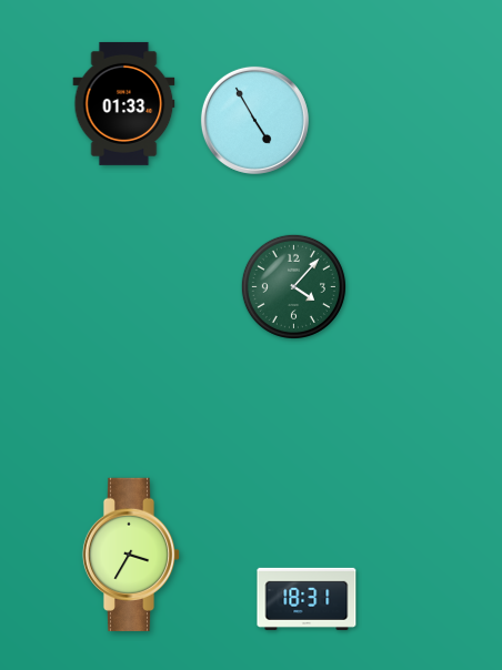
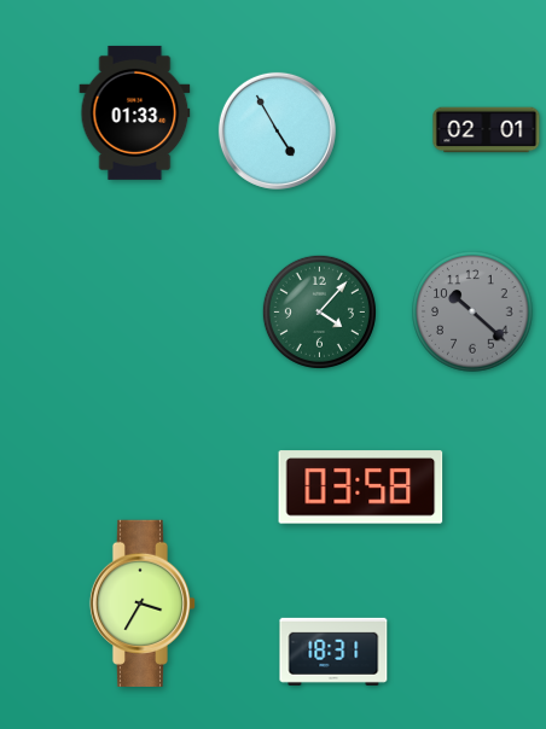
clock at (487, 130): none -> 02:01
clock at (472, 311): none -> 10:22
clock at (361, 488): none -> 03:58
